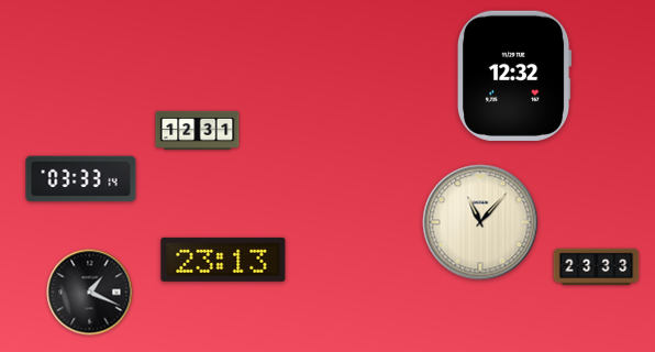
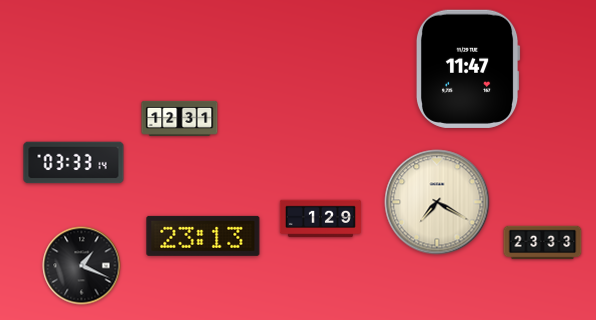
clock at (514, 76): 12:32 -> 11:47
clock at (480, 222): 11:07 -> 7:20
clock at (320, 219): none -> 1:29
